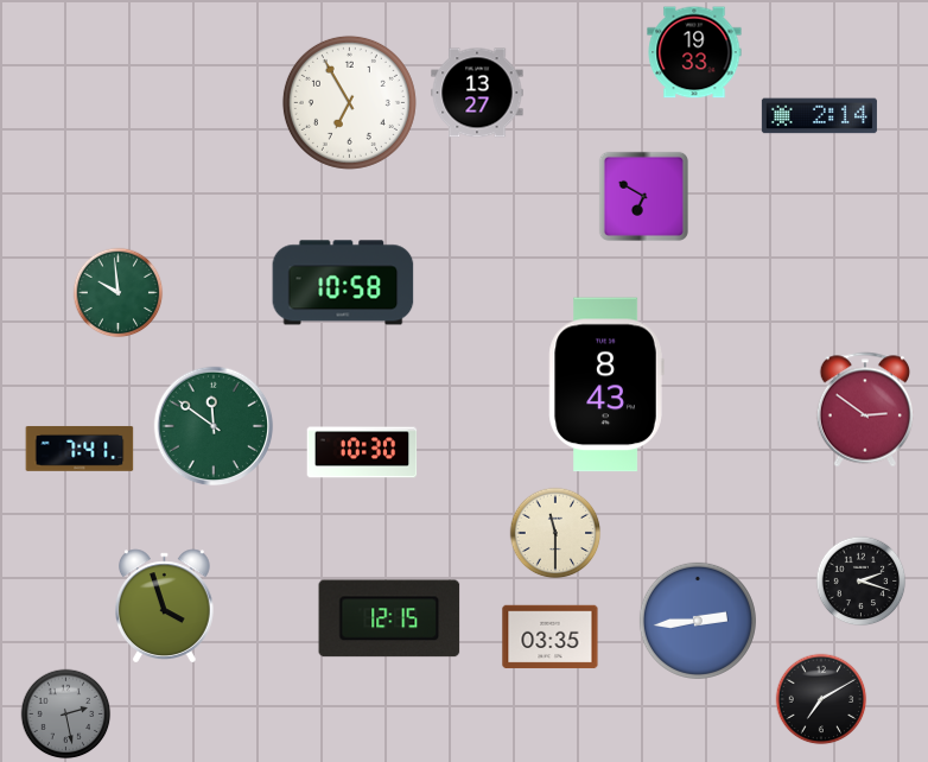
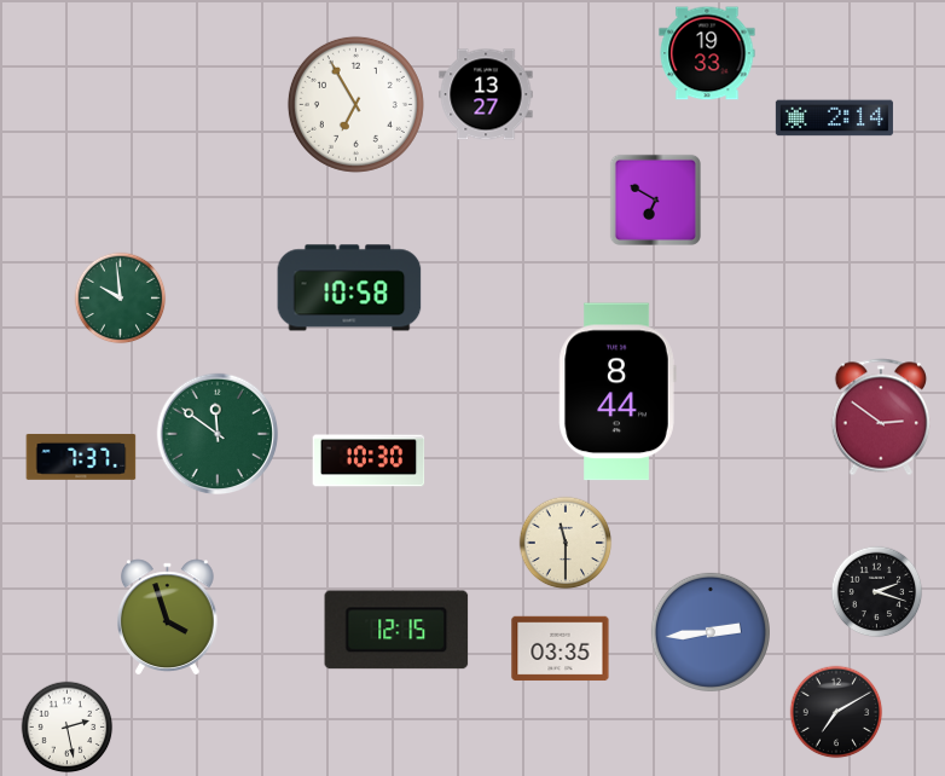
clock at (606, 385): 8:43 -> 8:44
clock at (80, 449): 7:41 -> 7:37
clock at (66, 715) dial: grey -> white
